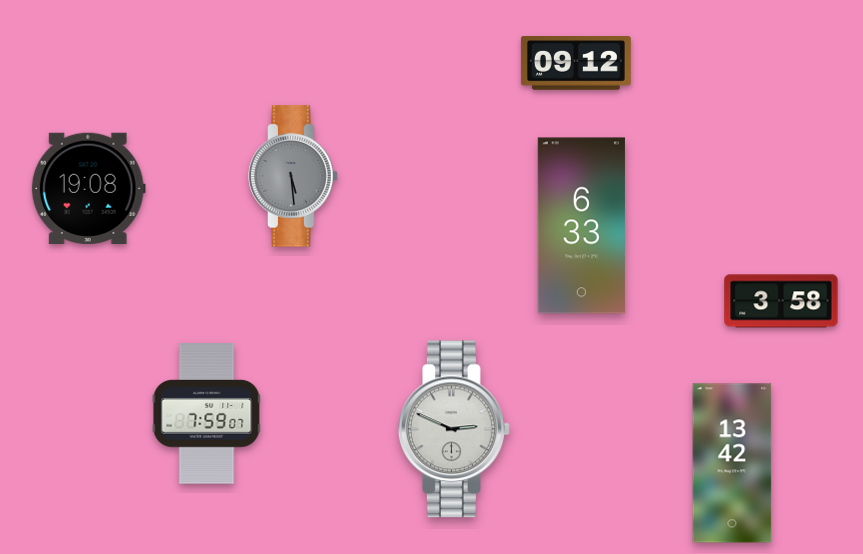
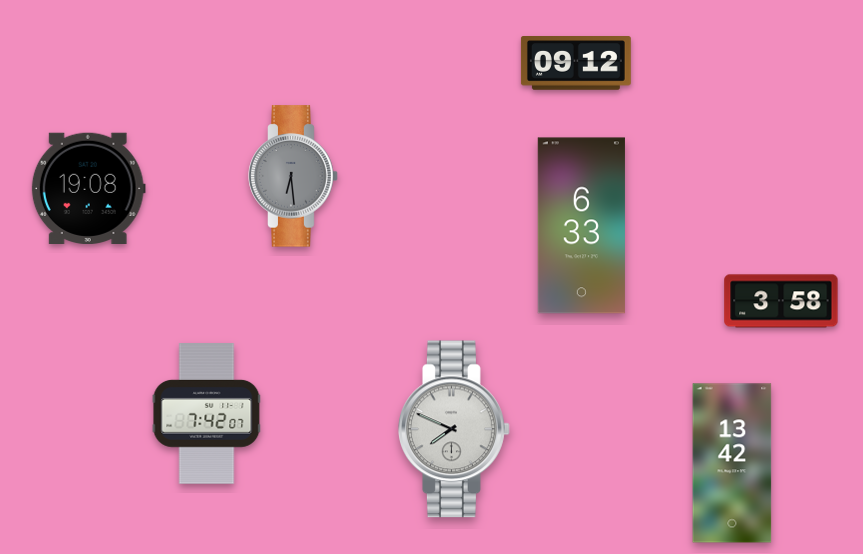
clock at (293, 176): 5:29 -> 6:29
clock at (207, 414): 7:59 -> 7:42
clock at (455, 429): 2:49 -> 7:49
